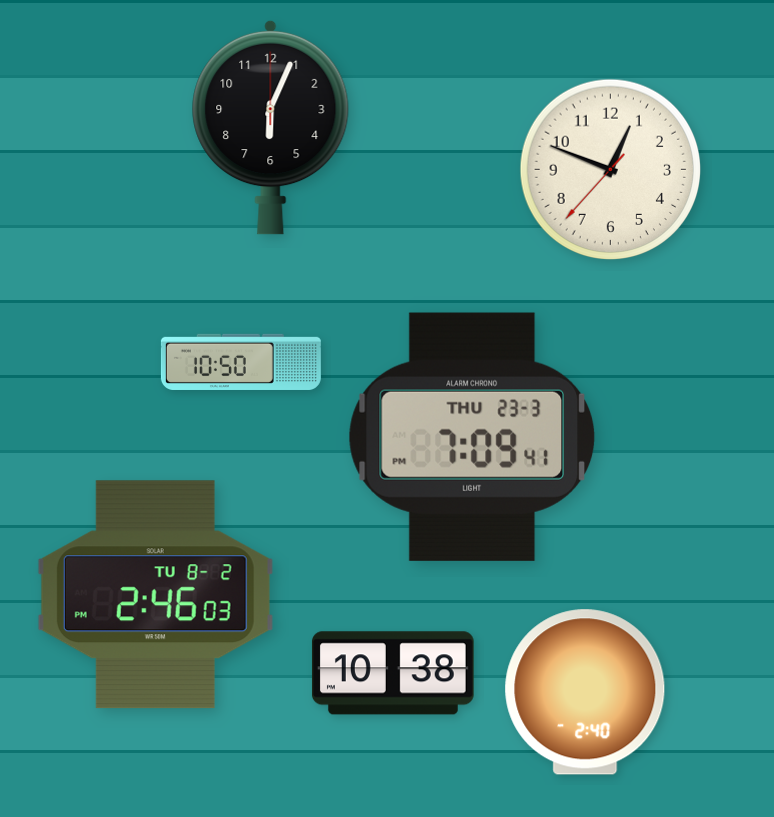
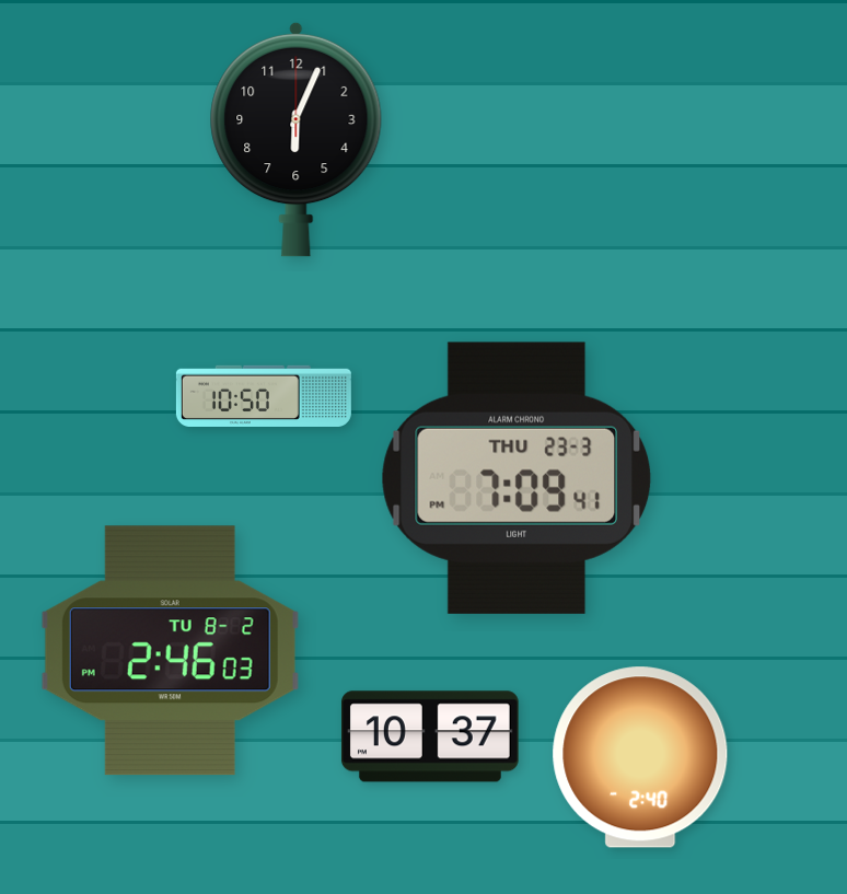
clock at (611, 170): 12:48 -> none
clock at (393, 673): 10:38 -> 10:37
